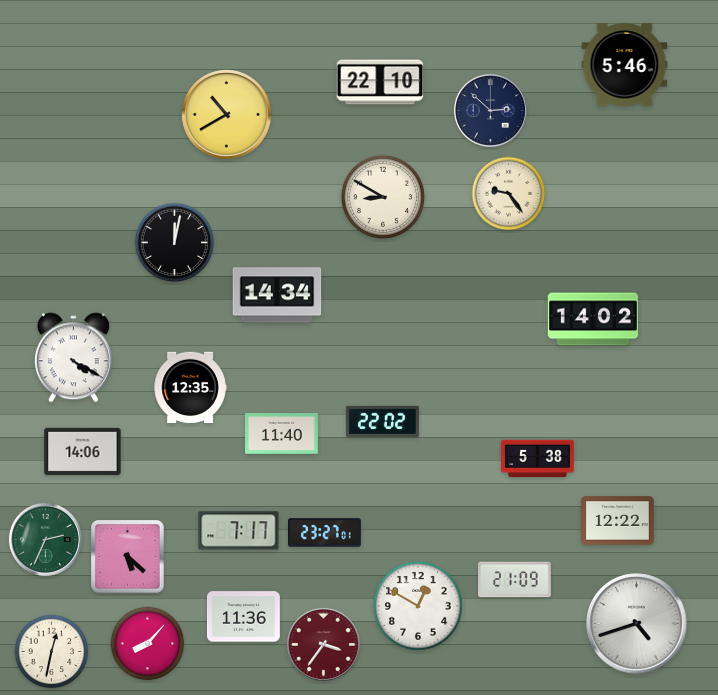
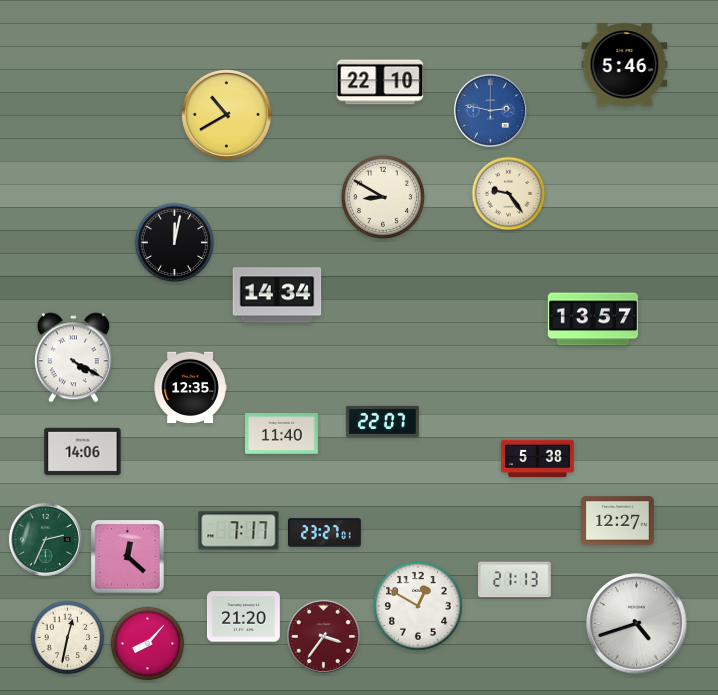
clock at (490, 110): 2:52 -> 2:47
clock at (490, 110) dial: navy -> blue
clock at (592, 319): 14:02 -> 13:57
clock at (383, 421): 22:02 -> 22:07
clock at (618, 521): 12:22 -> 12:27
clock at (128, 557): 5:22 -> 12:22
clock at (515, 580): 21:09 -> 21:13
clock at (244, 617): 11:36 -> 21:20
clock at (323, 644) position: (323, 644) -> (323, 636)
clock at (52, 652) position: (52, 652) -> (68, 638)
